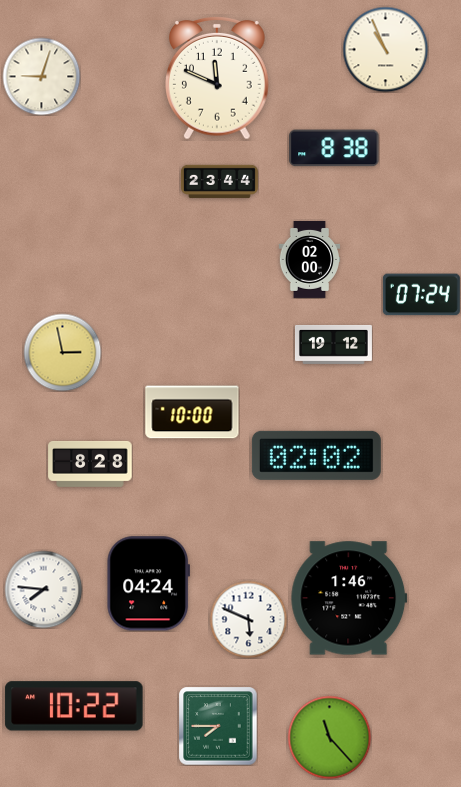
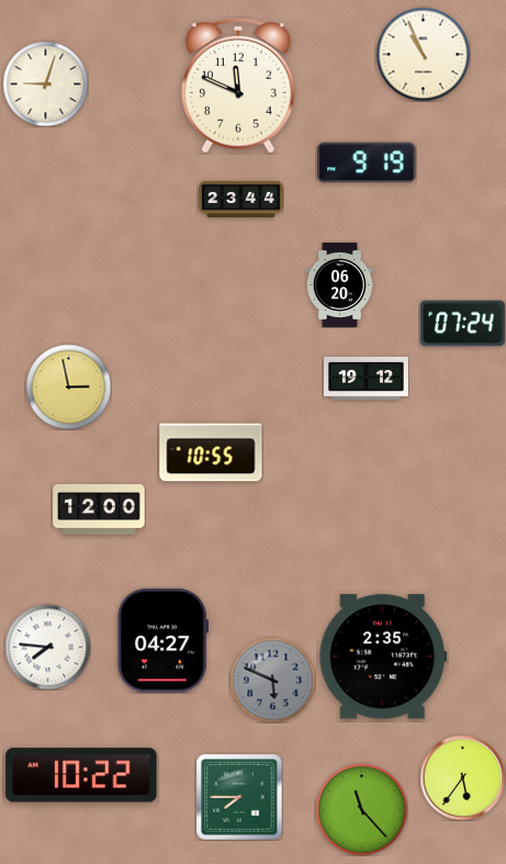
clock at (334, 148): 8:38 -> 9:19
clock at (310, 259): 02:00 -> 06:20
clock at (192, 412): 10:00 -> 10:55
clock at (316, 455): 02:02 -> none
clock at (90, 464): 8:28 -> 12:00
clock at (148, 584): 04:24 -> 04:27
clock at (349, 598): 1:46 -> 2:35
clock at (248, 619) dial: white -> grey
clock at (462, 777): none -> 5:36
